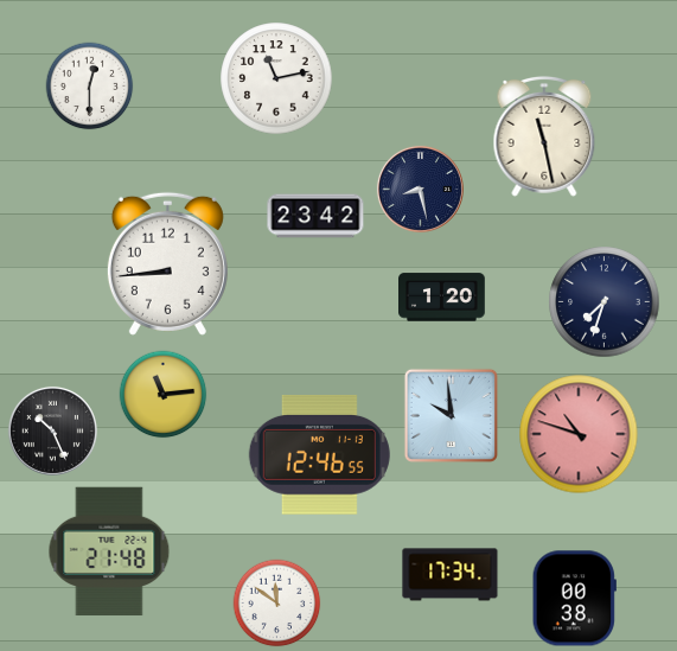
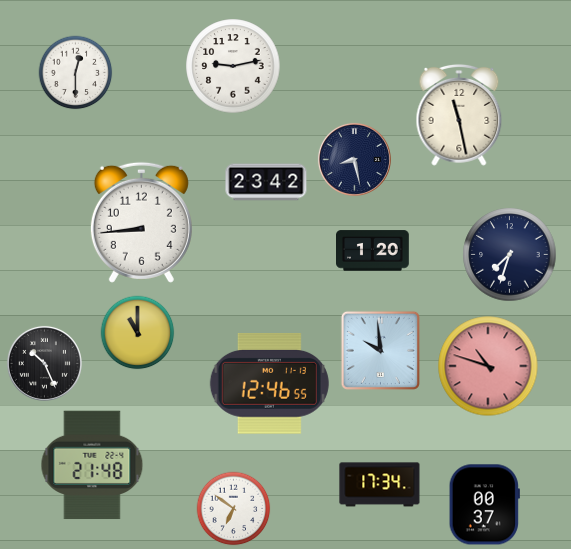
clock at (276, 78): 11:13 -> 9:13
clock at (164, 395): 11:14 -> 11:00
clock at (574, 599): 00:38 -> 00:37
clock at (277, 604): 11:51 -> 6:51
